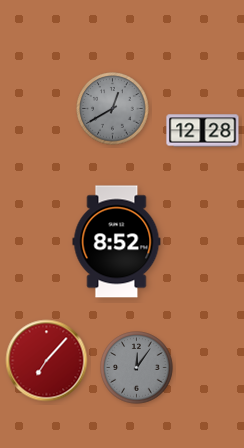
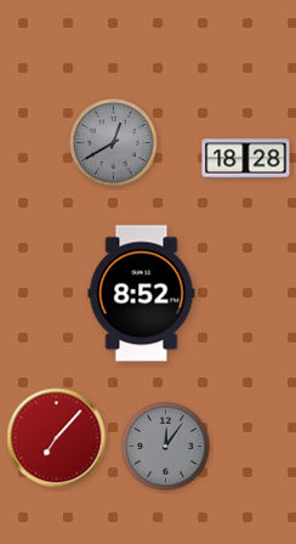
clock at (113, 109) position: (113, 109) -> (114, 143)
clock at (203, 131): 12:28 -> 18:28
